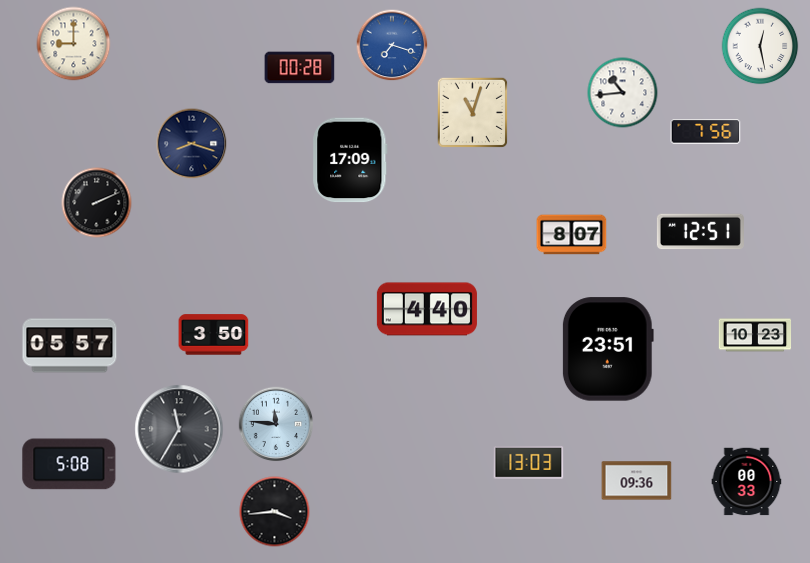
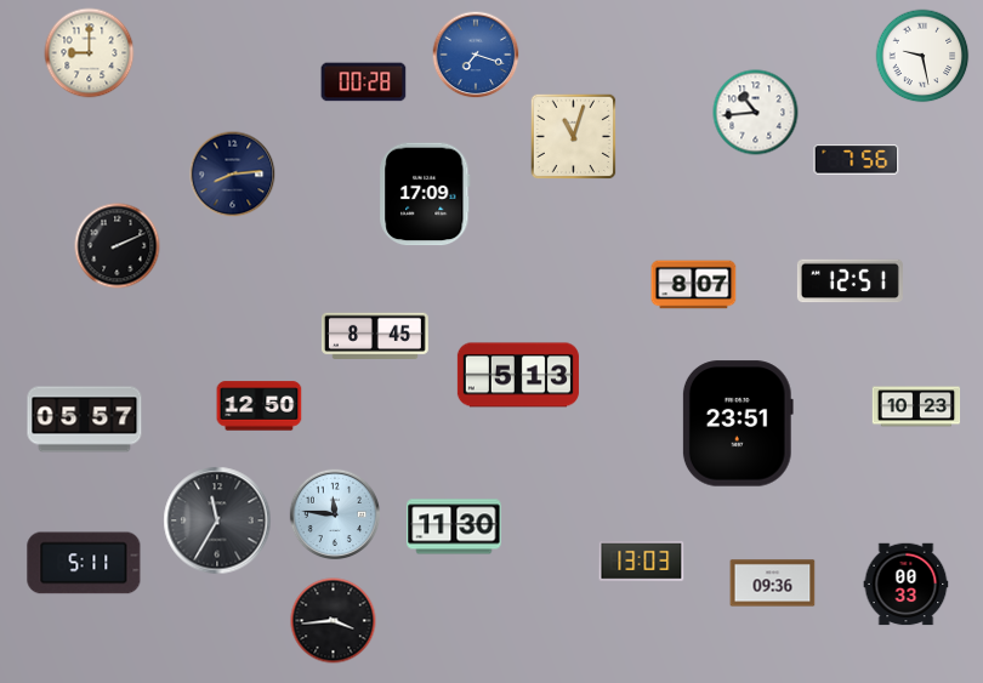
clock at (760, 46): 12:28 -> 9:28
clock at (192, 144): 8:18 -> 8:14
clock at (375, 336): none -> 8:45
clock at (427, 309): 4:40 -> 5:13
clock at (214, 335): 3:50 -> 12:50
clock at (454, 527): none -> 11:30
clock at (69, 464): 5:08 -> 5:11
